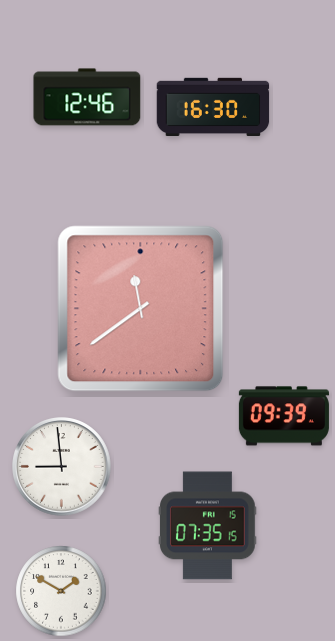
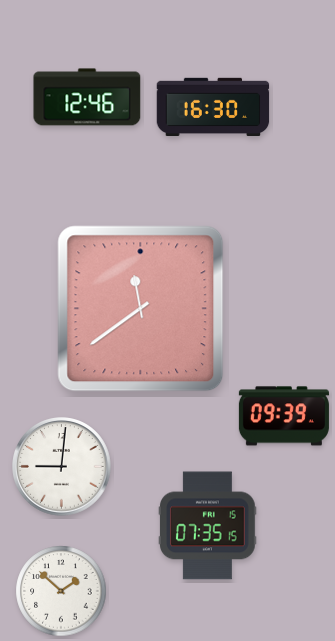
clock at (62, 467): 8:59 -> 9:01
clock at (61, 591): 1:50 -> 1:52
